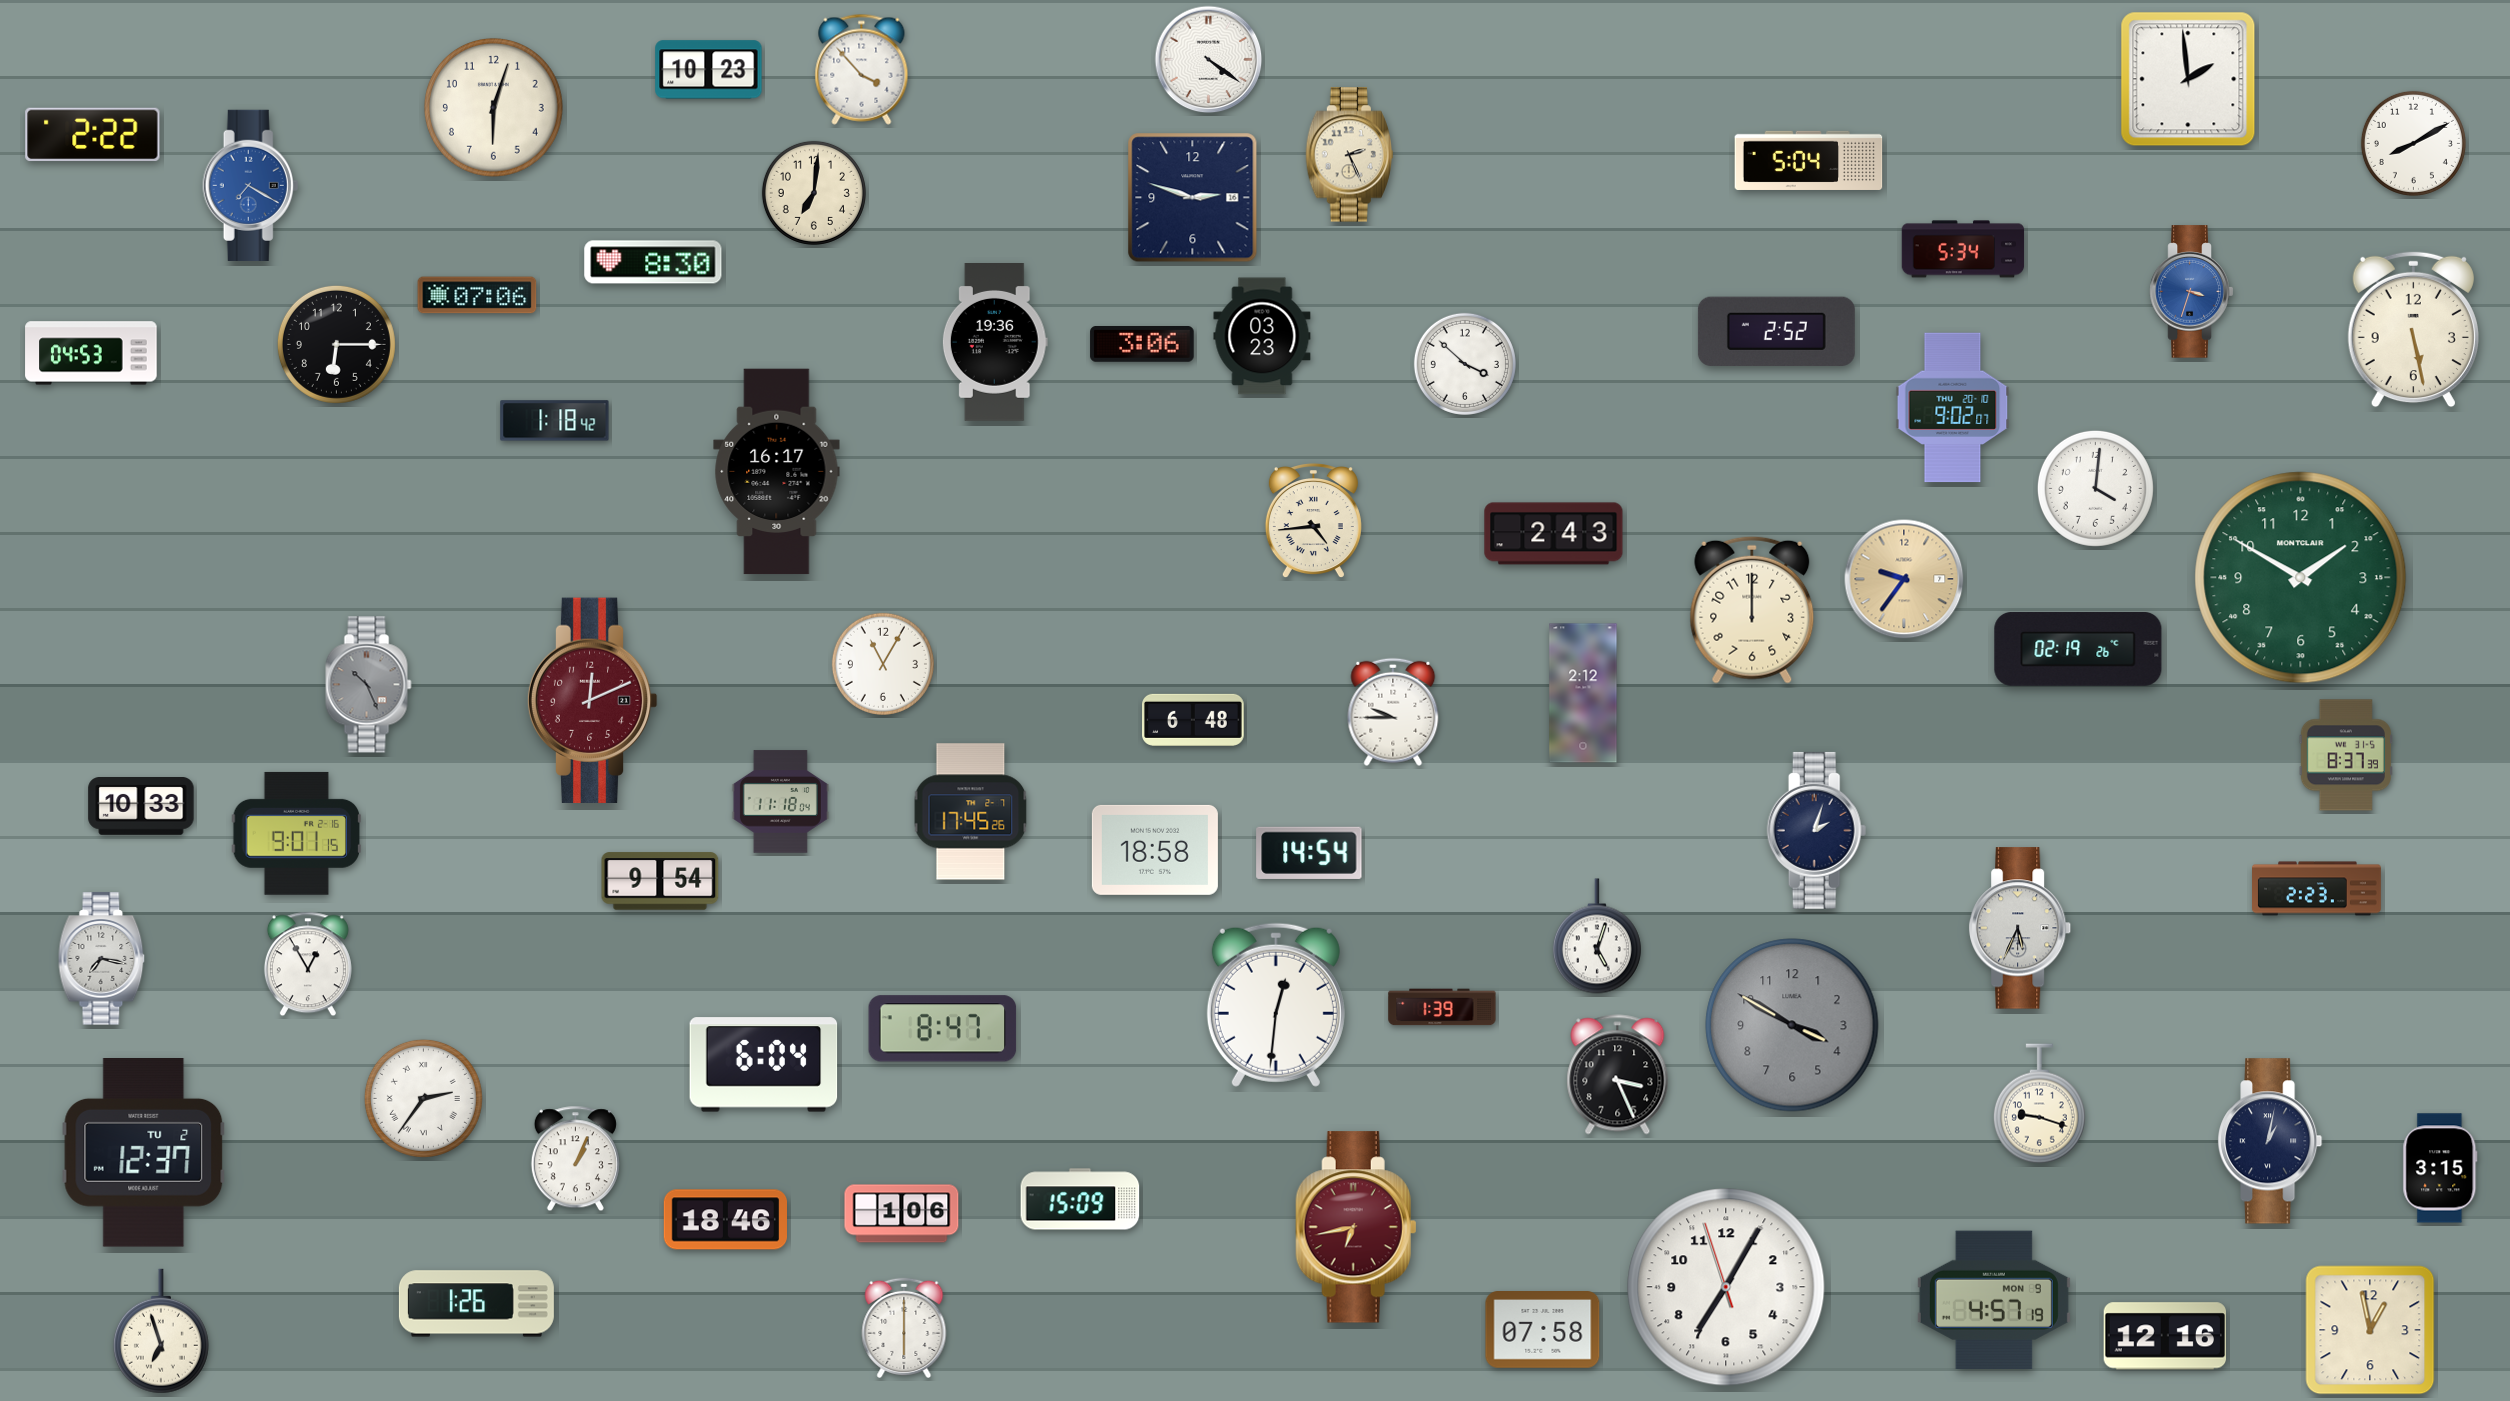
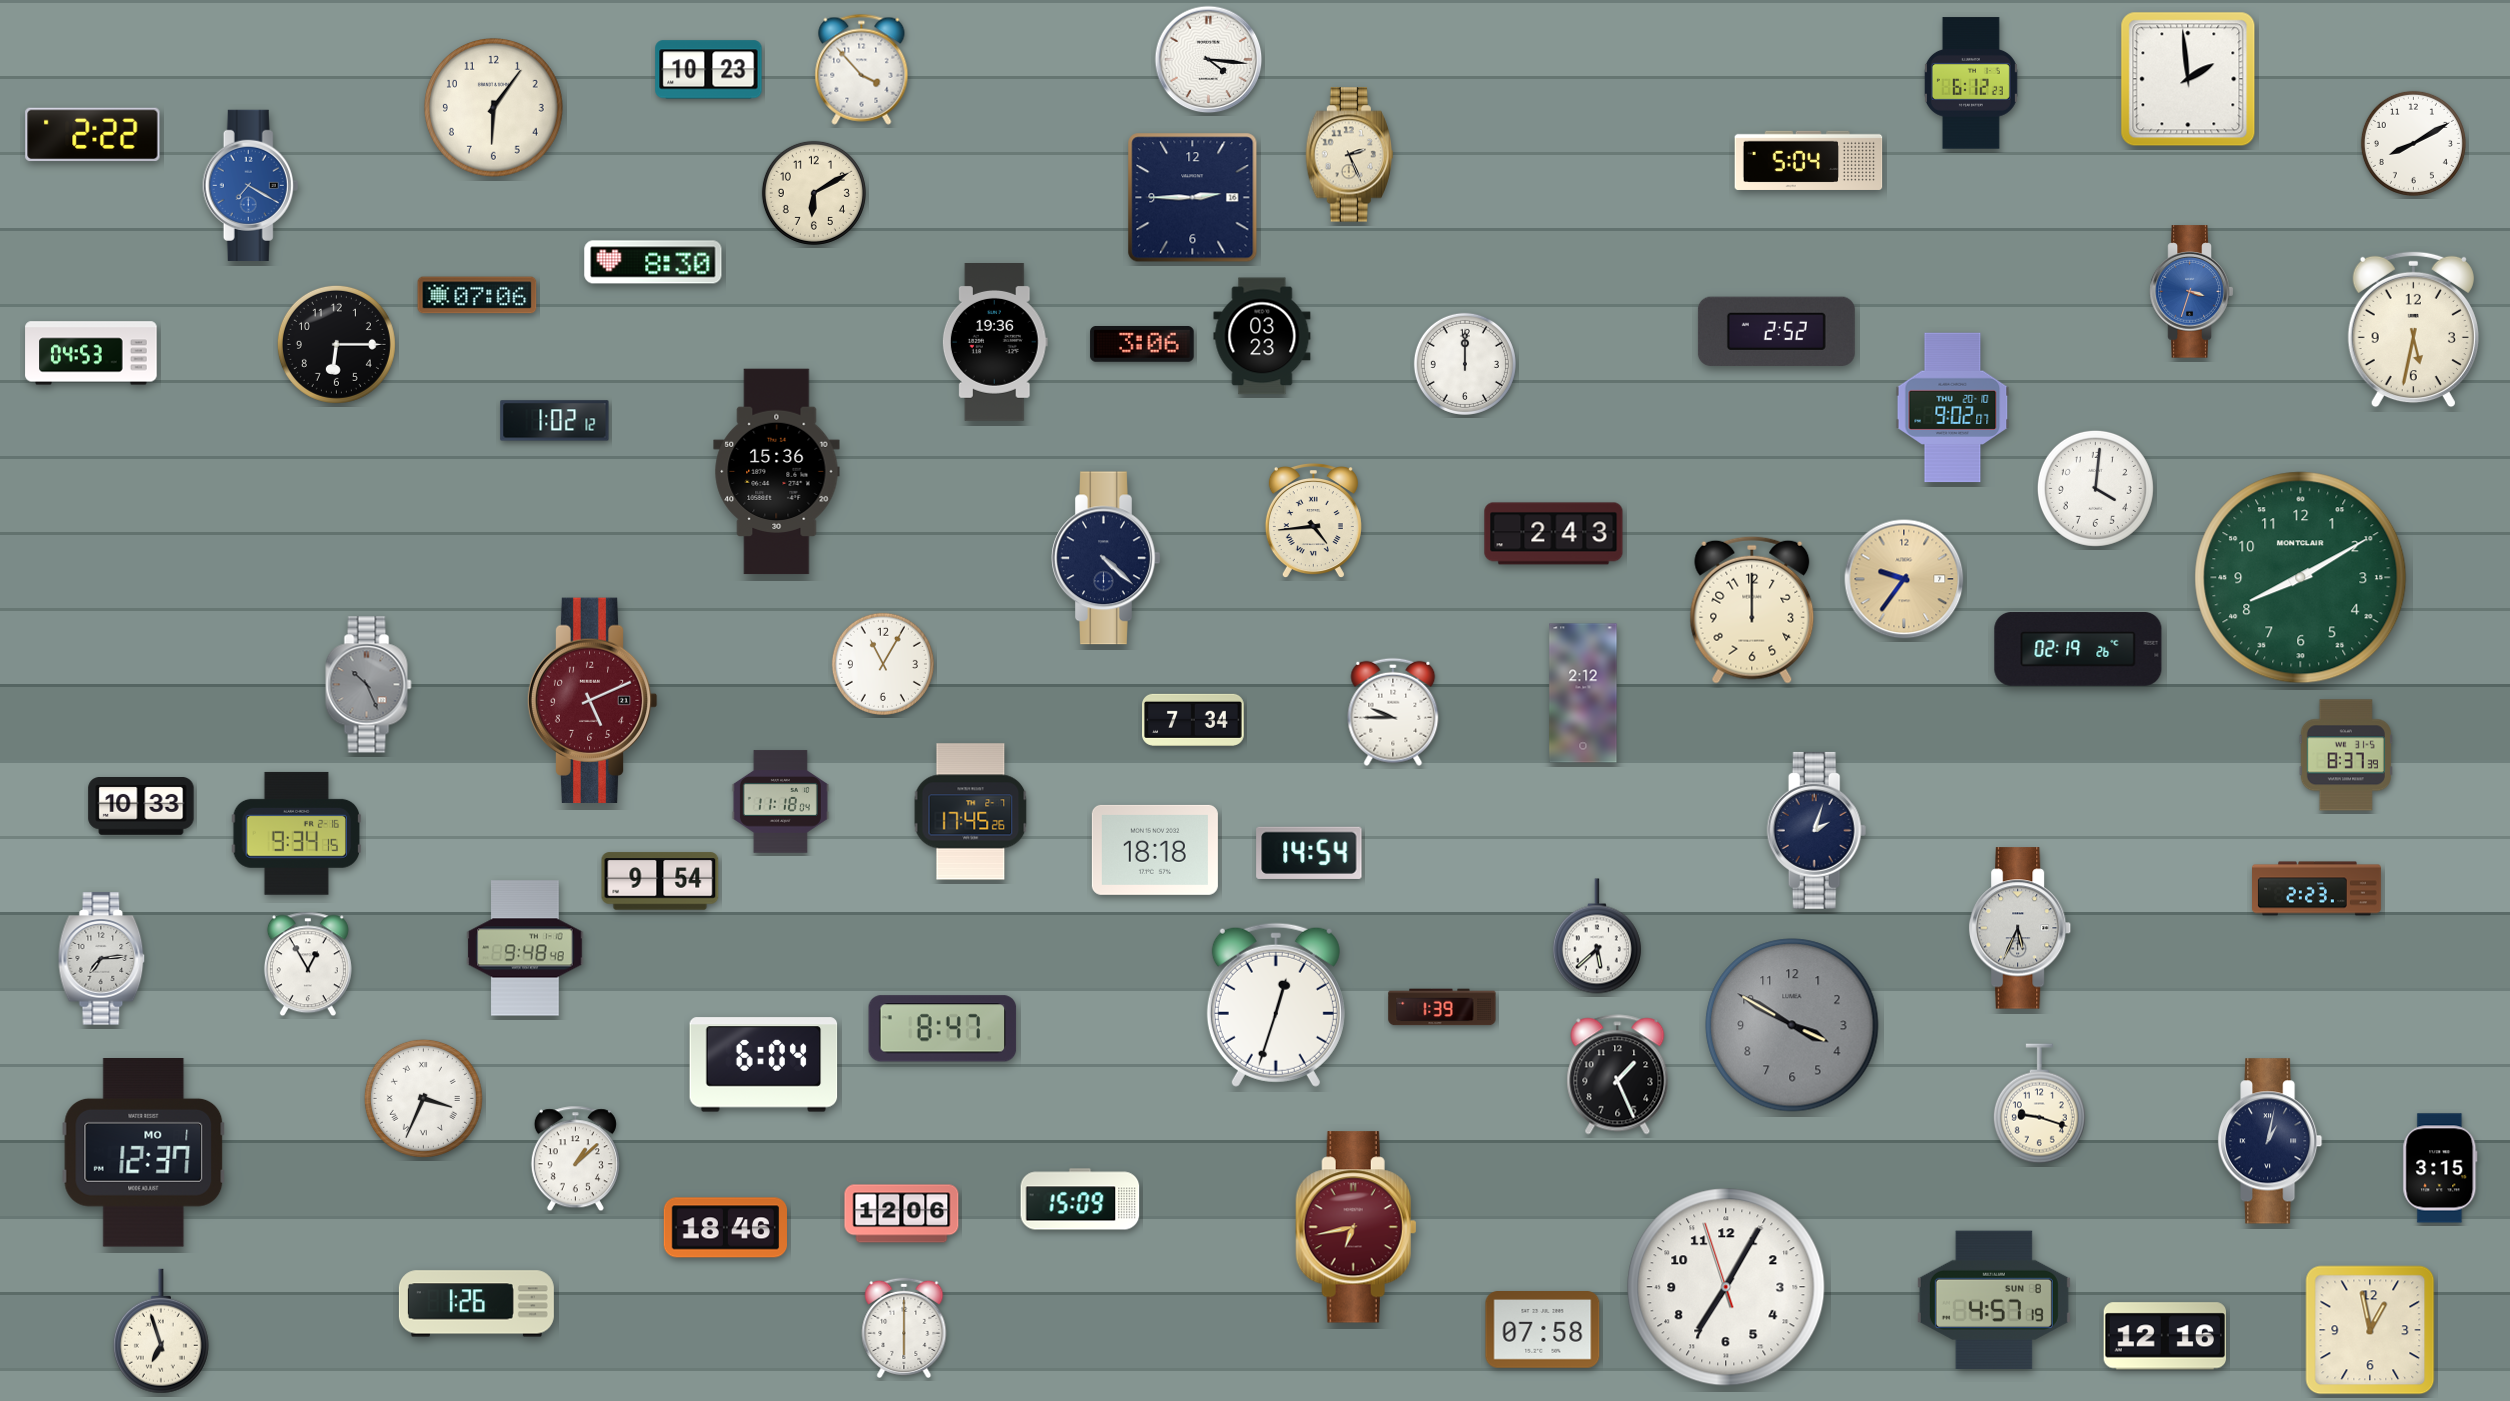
clock at (1209, 60): 4:21 -> 4:16
clock at (1971, 83): none -> 6:12
clock at (493, 107): 6:03 -> 6:06
clock at (814, 193): 7:01 -> 6:10
clock at (1193, 198): 2:48 -> 2:45
clock at (1963, 249): 5:34 -> none
clock at (2413, 330): 5:28 -> 5:32
clock at (1465, 364): 3:52 -> 12:00
clock at (555, 421): 1:18 -> 1:02
clock at (777, 472): 16:17 -> 15:36
clock at (1106, 558): none -> 4:22
clock at (2301, 578): 1:50 -> 8:10
clock at (592, 700): 12:11 -> 5:11
clock at (1193, 720): 6:48 -> 7:34
clock at (297, 833): 9:01 -> 9:34
clock at (1155, 850): 18:58 -> 18:18
clock at (1597, 936): 5:03 -> 5:38
clock at (525, 948): none -> 9:48
clock at (102, 959): 7:17 -> 7:14
clock at (1276, 1005): 12:31 -> 12:33
clock at (1618, 1075): 3:26 -> 1:26
clock at (423, 1098): 2:36 -> 3:34
clock at (144, 1153) date: TU 2 -> MO 1
clock at (575, 1159): 1:04 -> 1:08
clock at (902, 1214): 1:06 -> 12:06
clock at (725, 1220) position: (725, 1220) -> (725, 1228)
clock at (1994, 1299) date: MON 9 -> SUN 8
